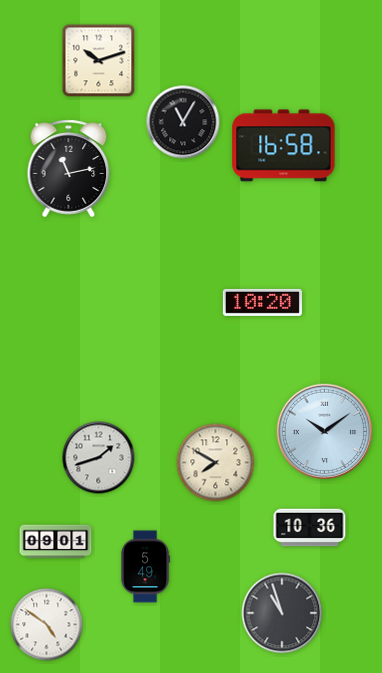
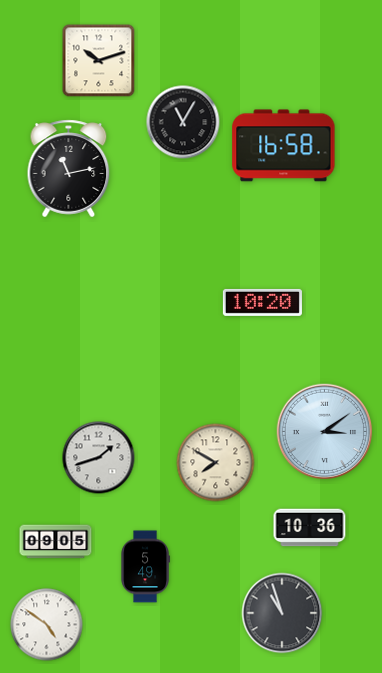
clock at (325, 432): 10:09 -> 3:09
clock at (56, 542): 09:01 -> 09:05
